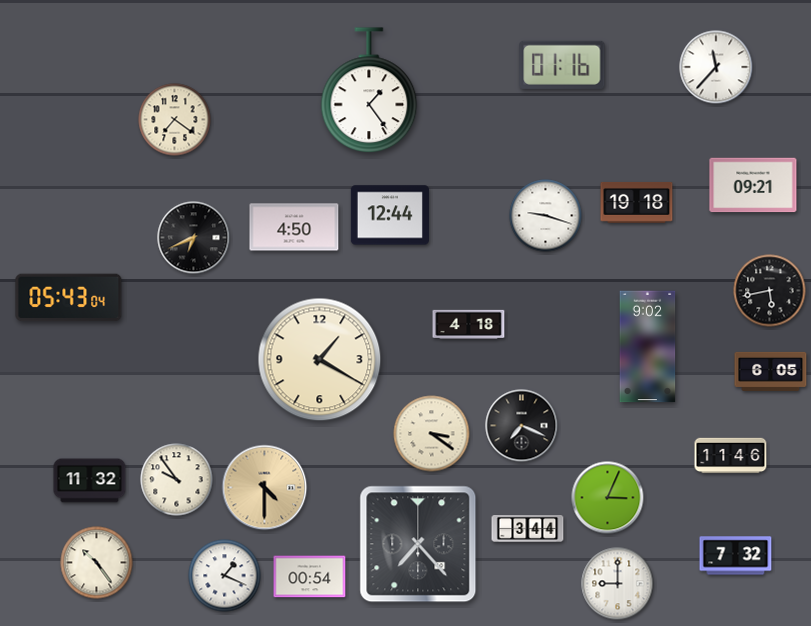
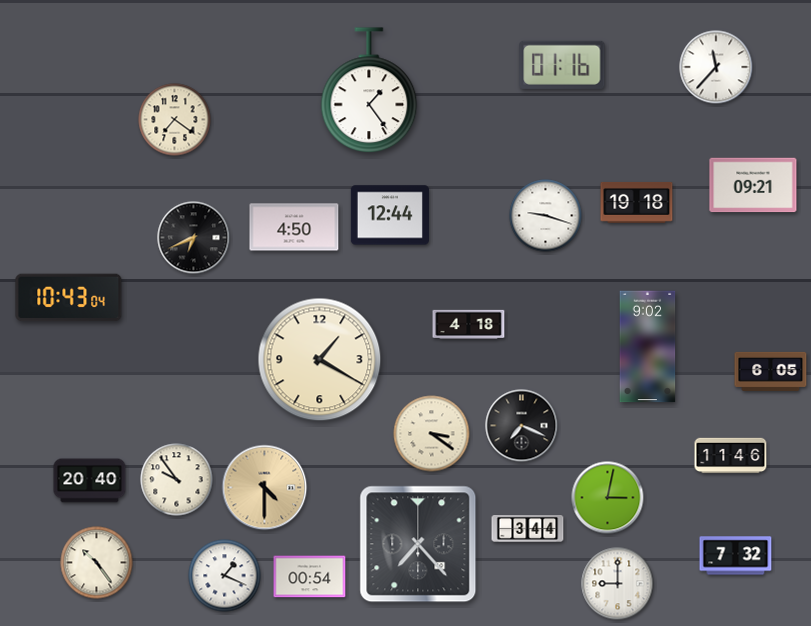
clock at (770, 291): 5:43 -> none
clock at (69, 298): 05:43 -> 10:43
clock at (90, 481): 11:32 -> 20:40
clock at (608, 498): 3:04 -> 3:02
